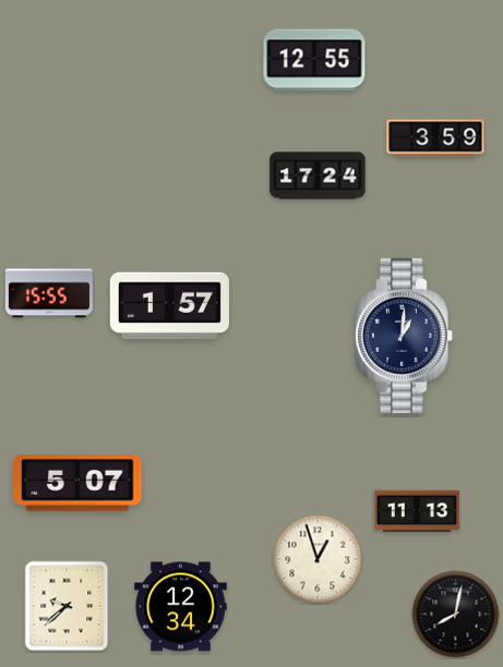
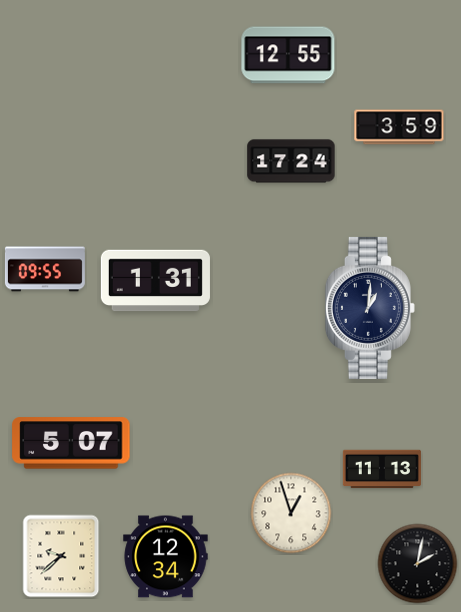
clock at (49, 293): 15:55 -> 09:55
clock at (169, 306): 1:57 -> 1:31
clock at (456, 615): 8:02 -> 2:02
